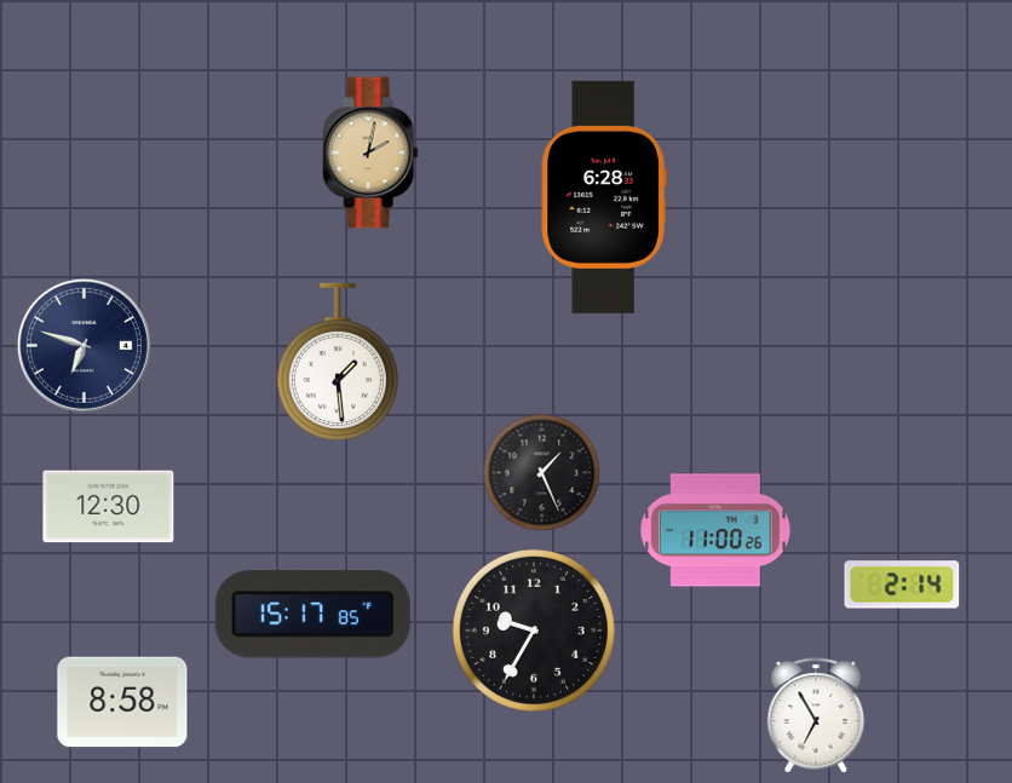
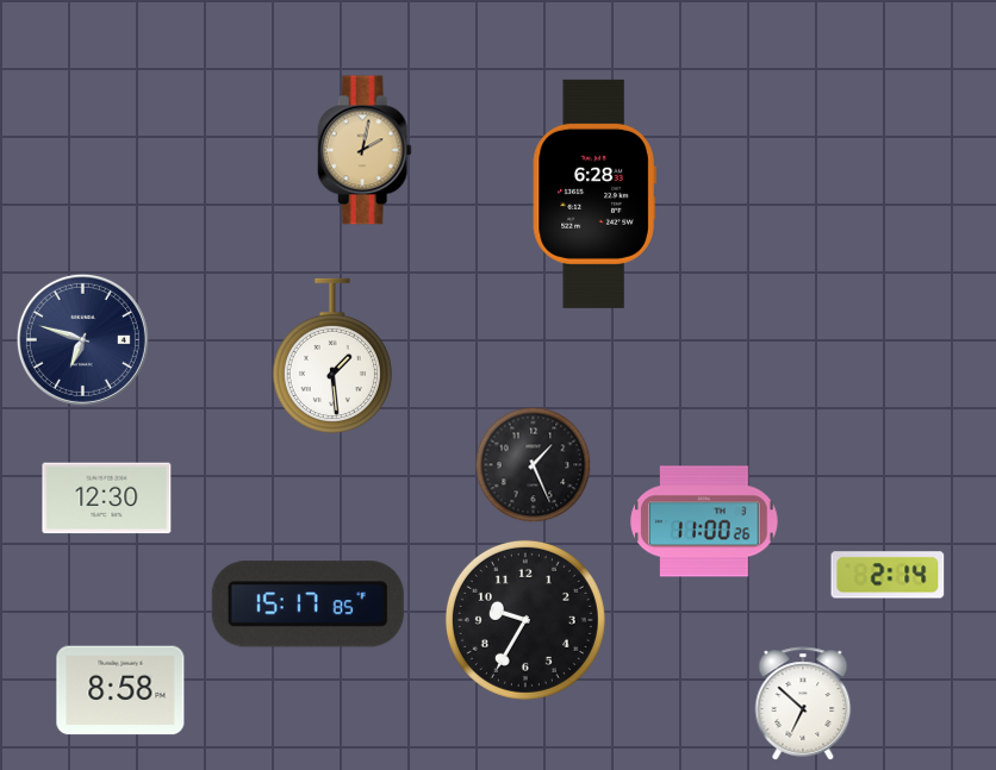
clock at (816, 715): 6:55 -> 6:52
